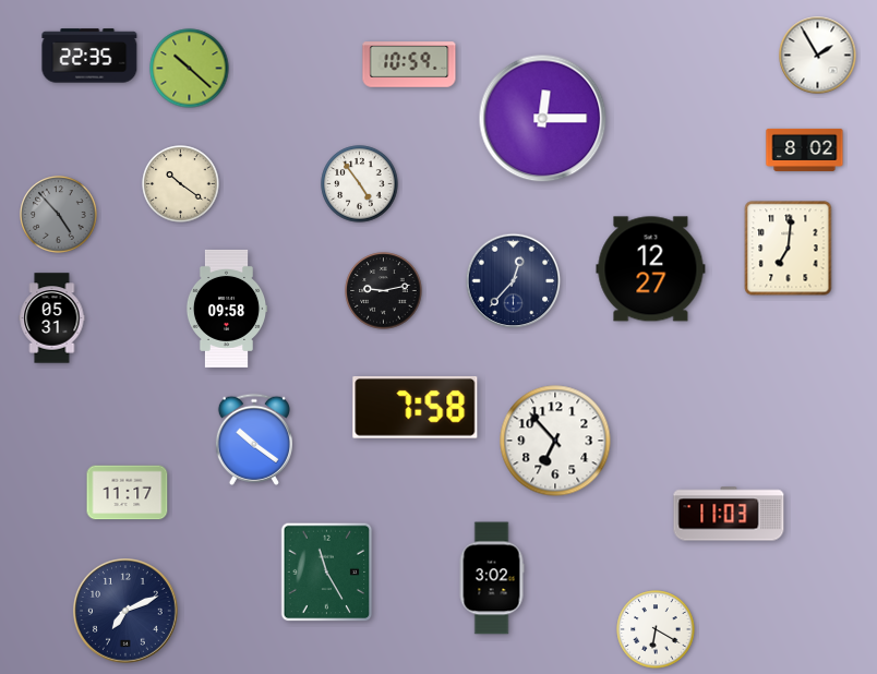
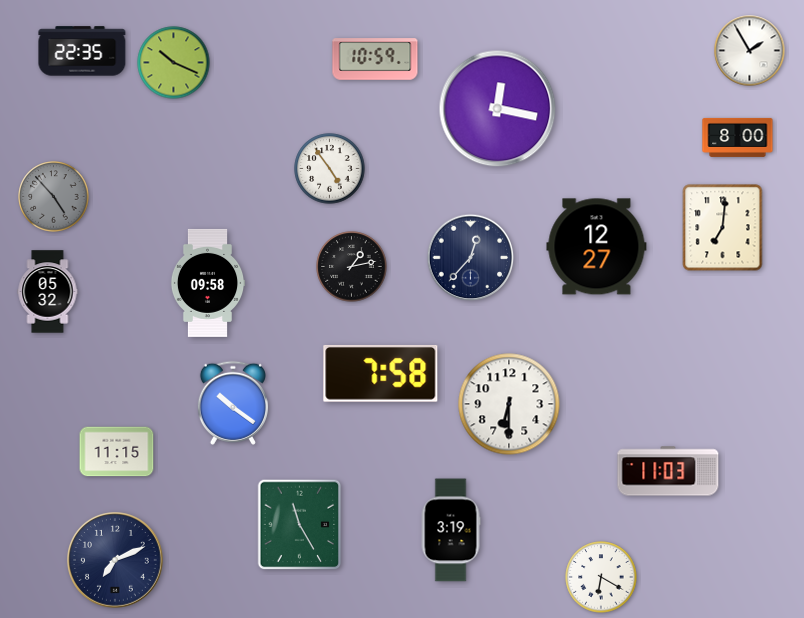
clock at (190, 69): 10:22 -> 10:19
clock at (543, 119): 12:15 -> 12:17
clock at (805, 149): 8:02 -> 8:00
clock at (181, 184): 10:21 -> none
clock at (384, 291): 9:13 -> 1:13
clock at (52, 318): 05:31 -> 05:32
clock at (555, 441): 6:53 -> 6:30
clock at (128, 493): 11:17 -> 11:15
clock at (492, 578): 3:02 -> 3:19
